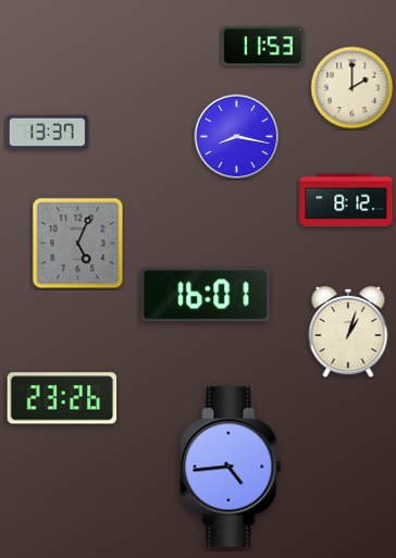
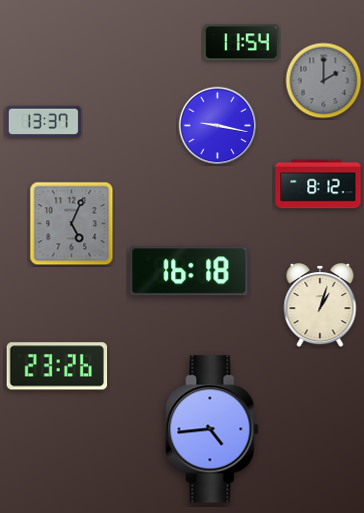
clock at (262, 47): 11:53 -> 11:54
clock at (352, 88) dial: cream -> grey
clock at (237, 137): 8:17 -> 9:17
clock at (206, 295): 16:01 -> 16:18
